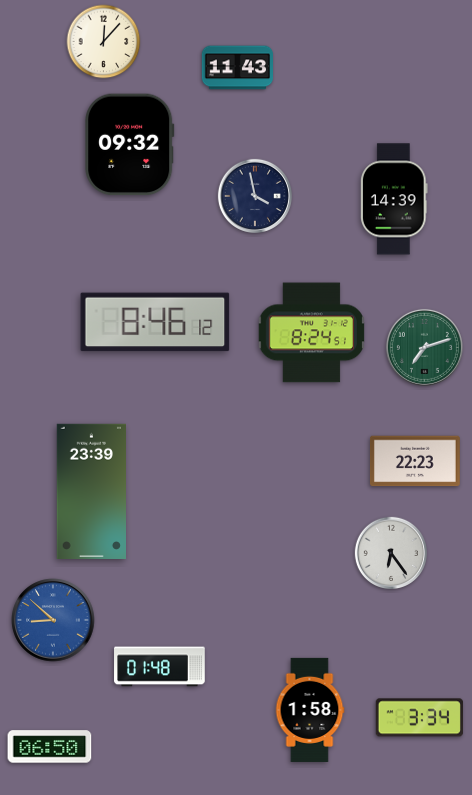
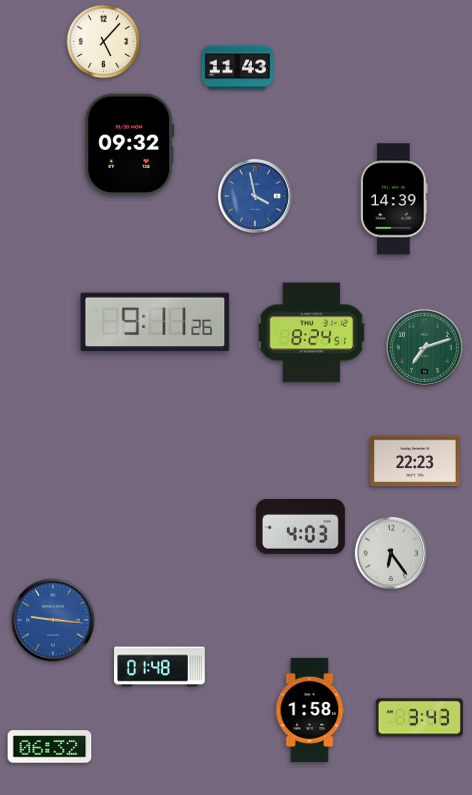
clock at (104, 42): 12:07 -> 5:07
clock at (255, 196) dial: navy -> blue
clock at (155, 322): 8:46 -> 9:11
clock at (91, 491): 23:39 -> none
clock at (300, 527): none -> 4:03
clock at (53, 620): 8:52 -> 9:16
clock at (419, 718): 3:34 -> 3:43
clock at (50, 747): 06:50 -> 06:32
